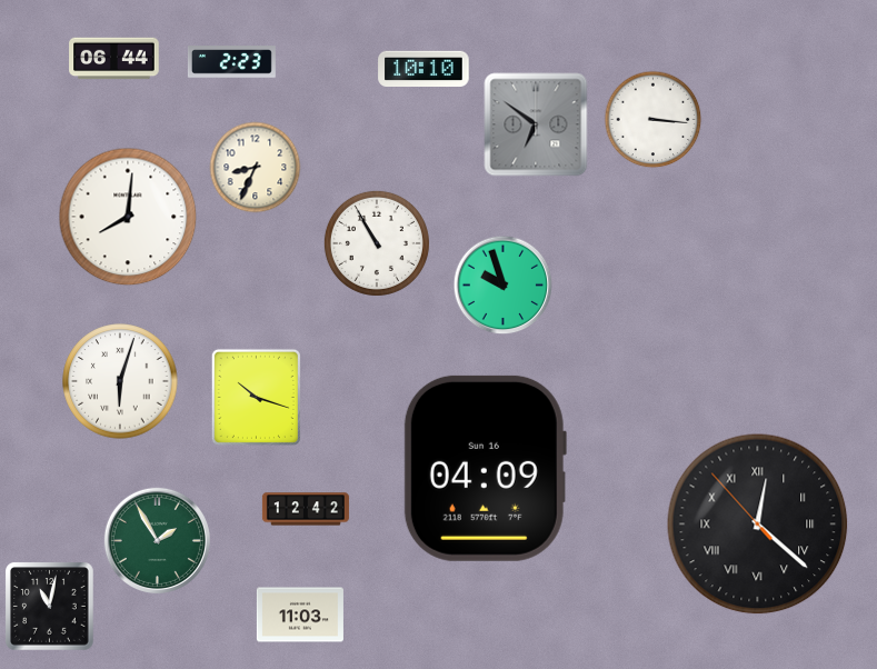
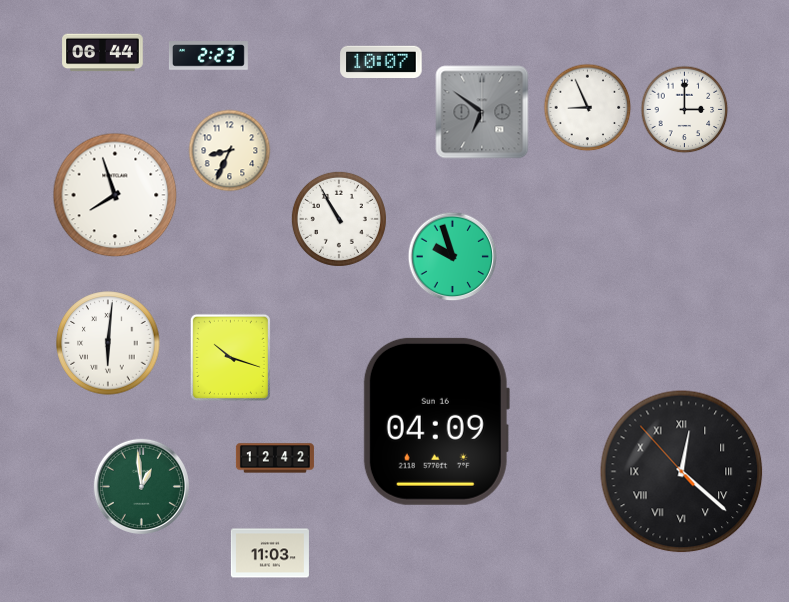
clock at (423, 69): 10:10 -> 10:07
clock at (654, 120): 3:16 -> 8:56
clock at (685, 110): none -> 3:00
clock at (128, 217): 8:01 -> 7:57
clock at (120, 381): 6:03 -> 6:01
clock at (157, 540): 1:55 -> 12:59
clock at (50, 607): 11:02 -> none
